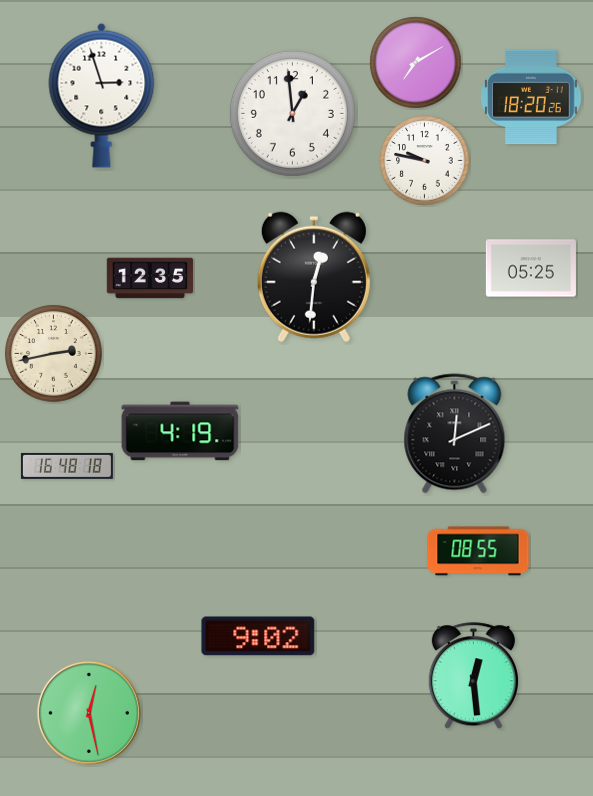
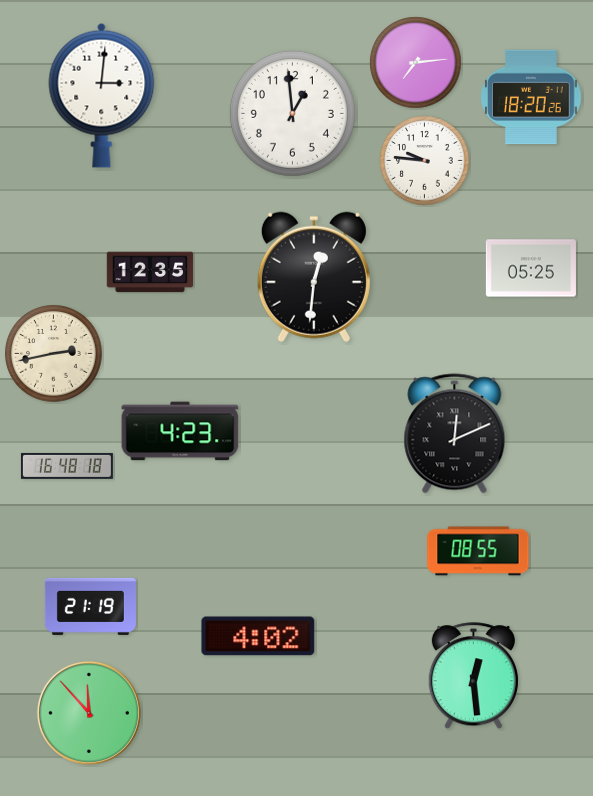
clock at (416, 63): 7:10 -> 7:14
clock at (102, 95): 2:57 -> 3:01
clock at (425, 161): 9:47 -> 9:46
clock at (150, 278) position: (150, 278) -> (150, 272)
clock at (180, 431): 4:19 -> 4:23
clock at (90, 606): none -> 21:19
clock at (258, 636): 9:02 -> 4:02
clock at (89, 713): 12:28 -> 11:53
